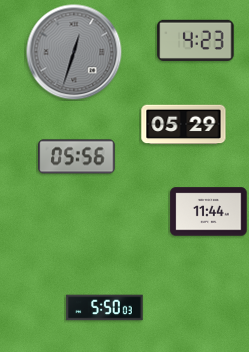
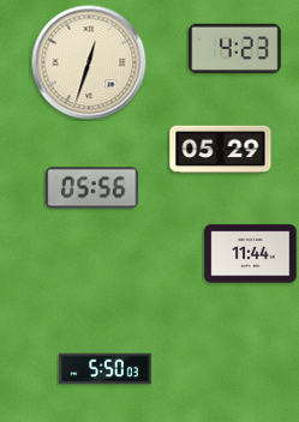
clock at (74, 52) dial: grey -> cream
clock at (105, 308) position: (105, 308) -> (106, 369)
